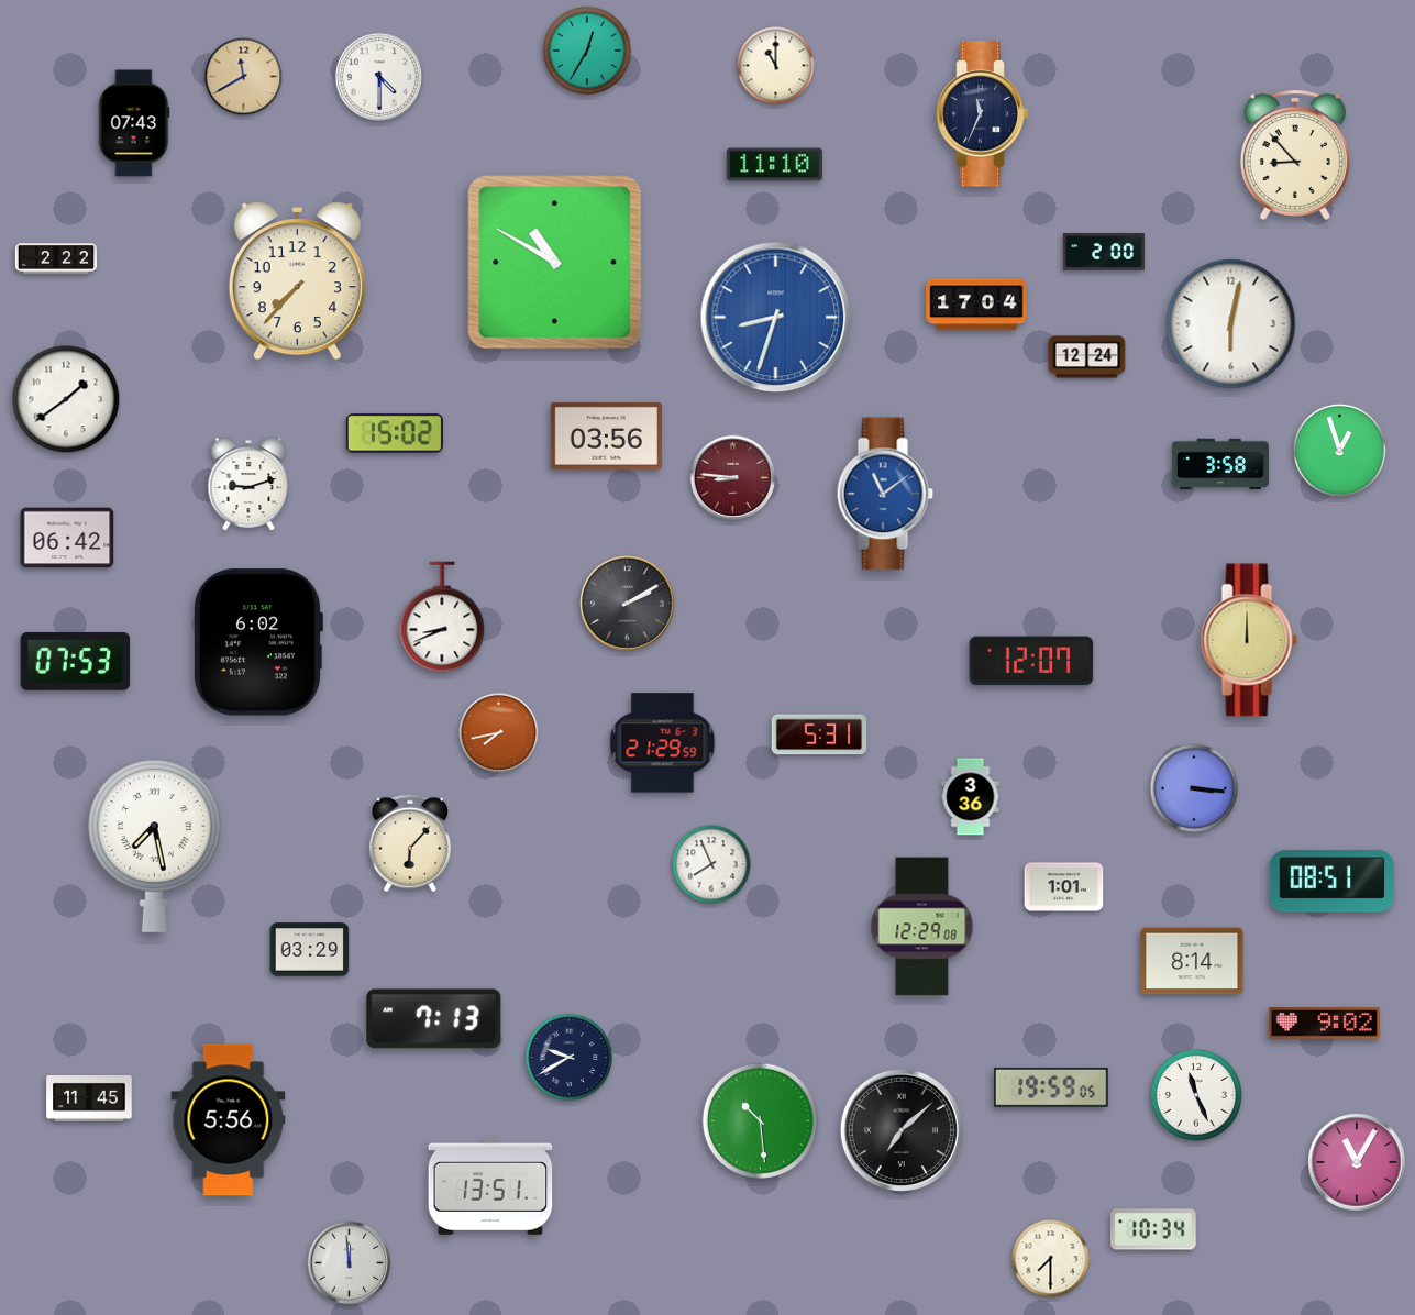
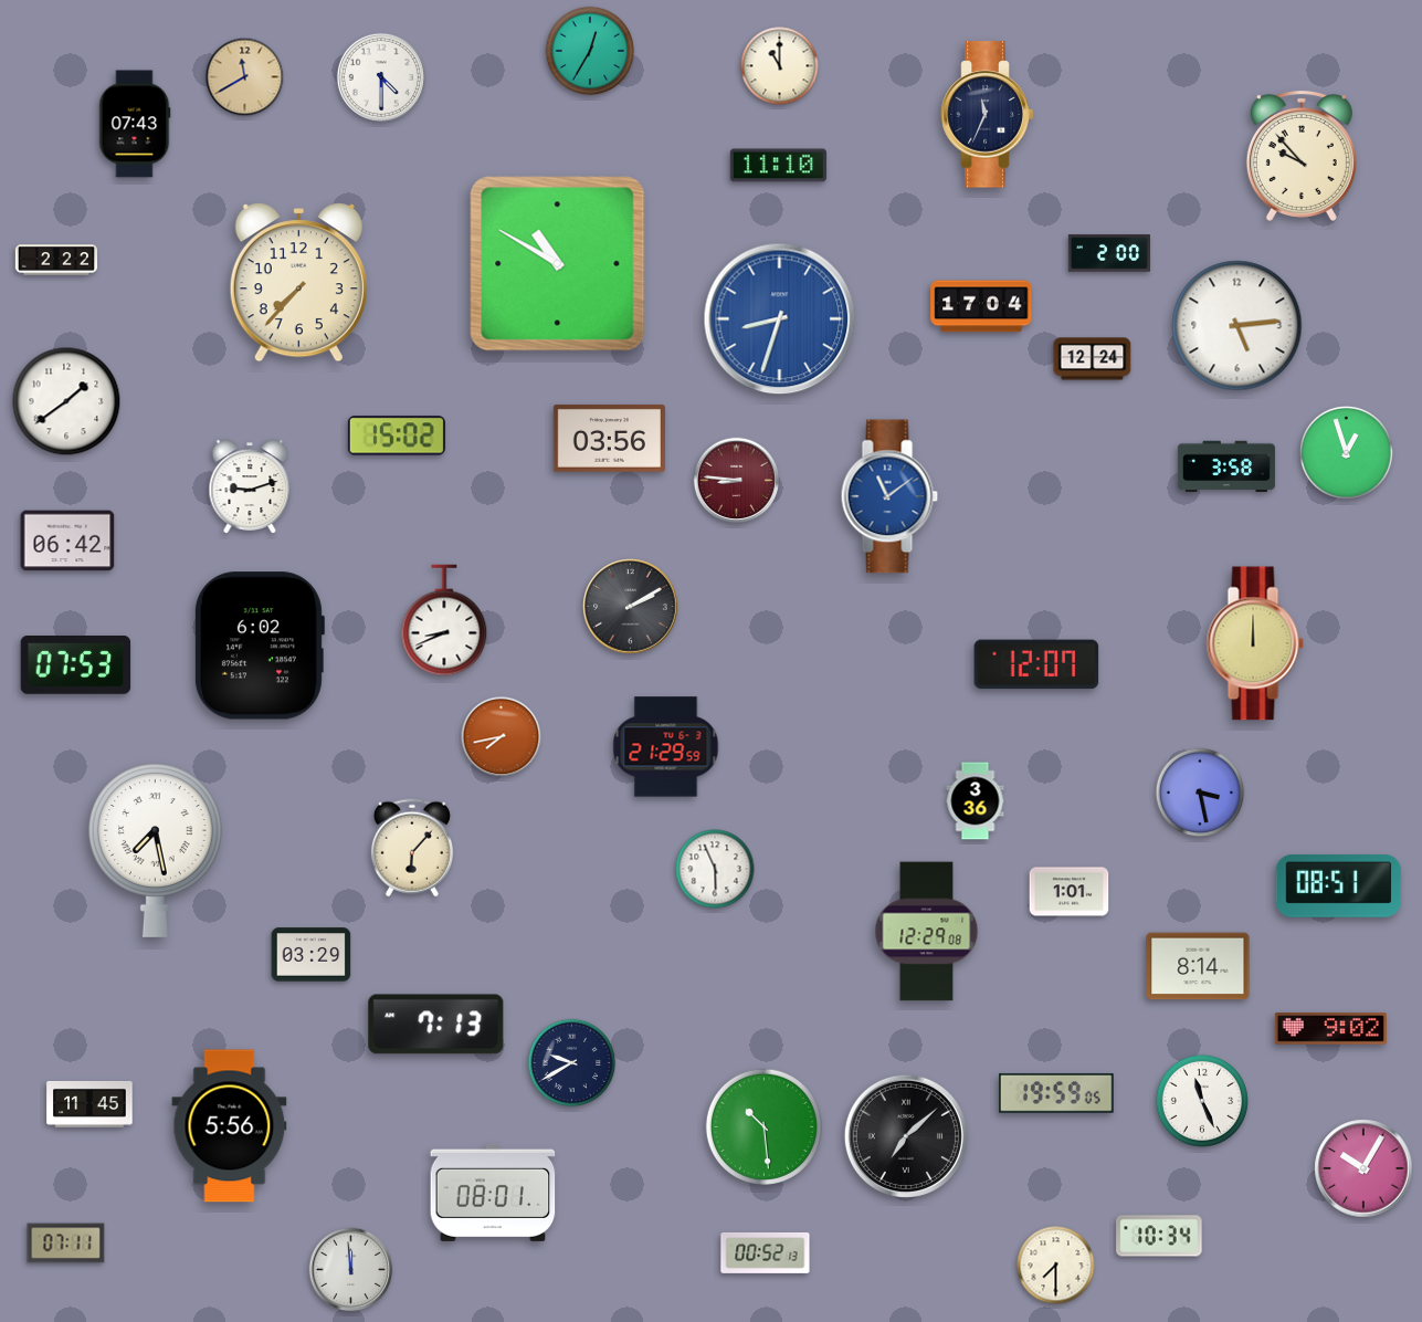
clock at (1295, 155): 8:53 -> 9:53
clock at (1231, 324): 6:02 -> 5:14
clock at (819, 734): 5:31 -> none
clock at (1194, 788): 3:16 -> 3:28
clock at (711, 864): 7:56 -> 5:56
clock at (1357, 1162): 11:05 -> 10:05
clock at (490, 1186): 13:51 -> 08:01
clock at (66, 1244): none -> 07:11
clock at (766, 1252): none -> 00:52
